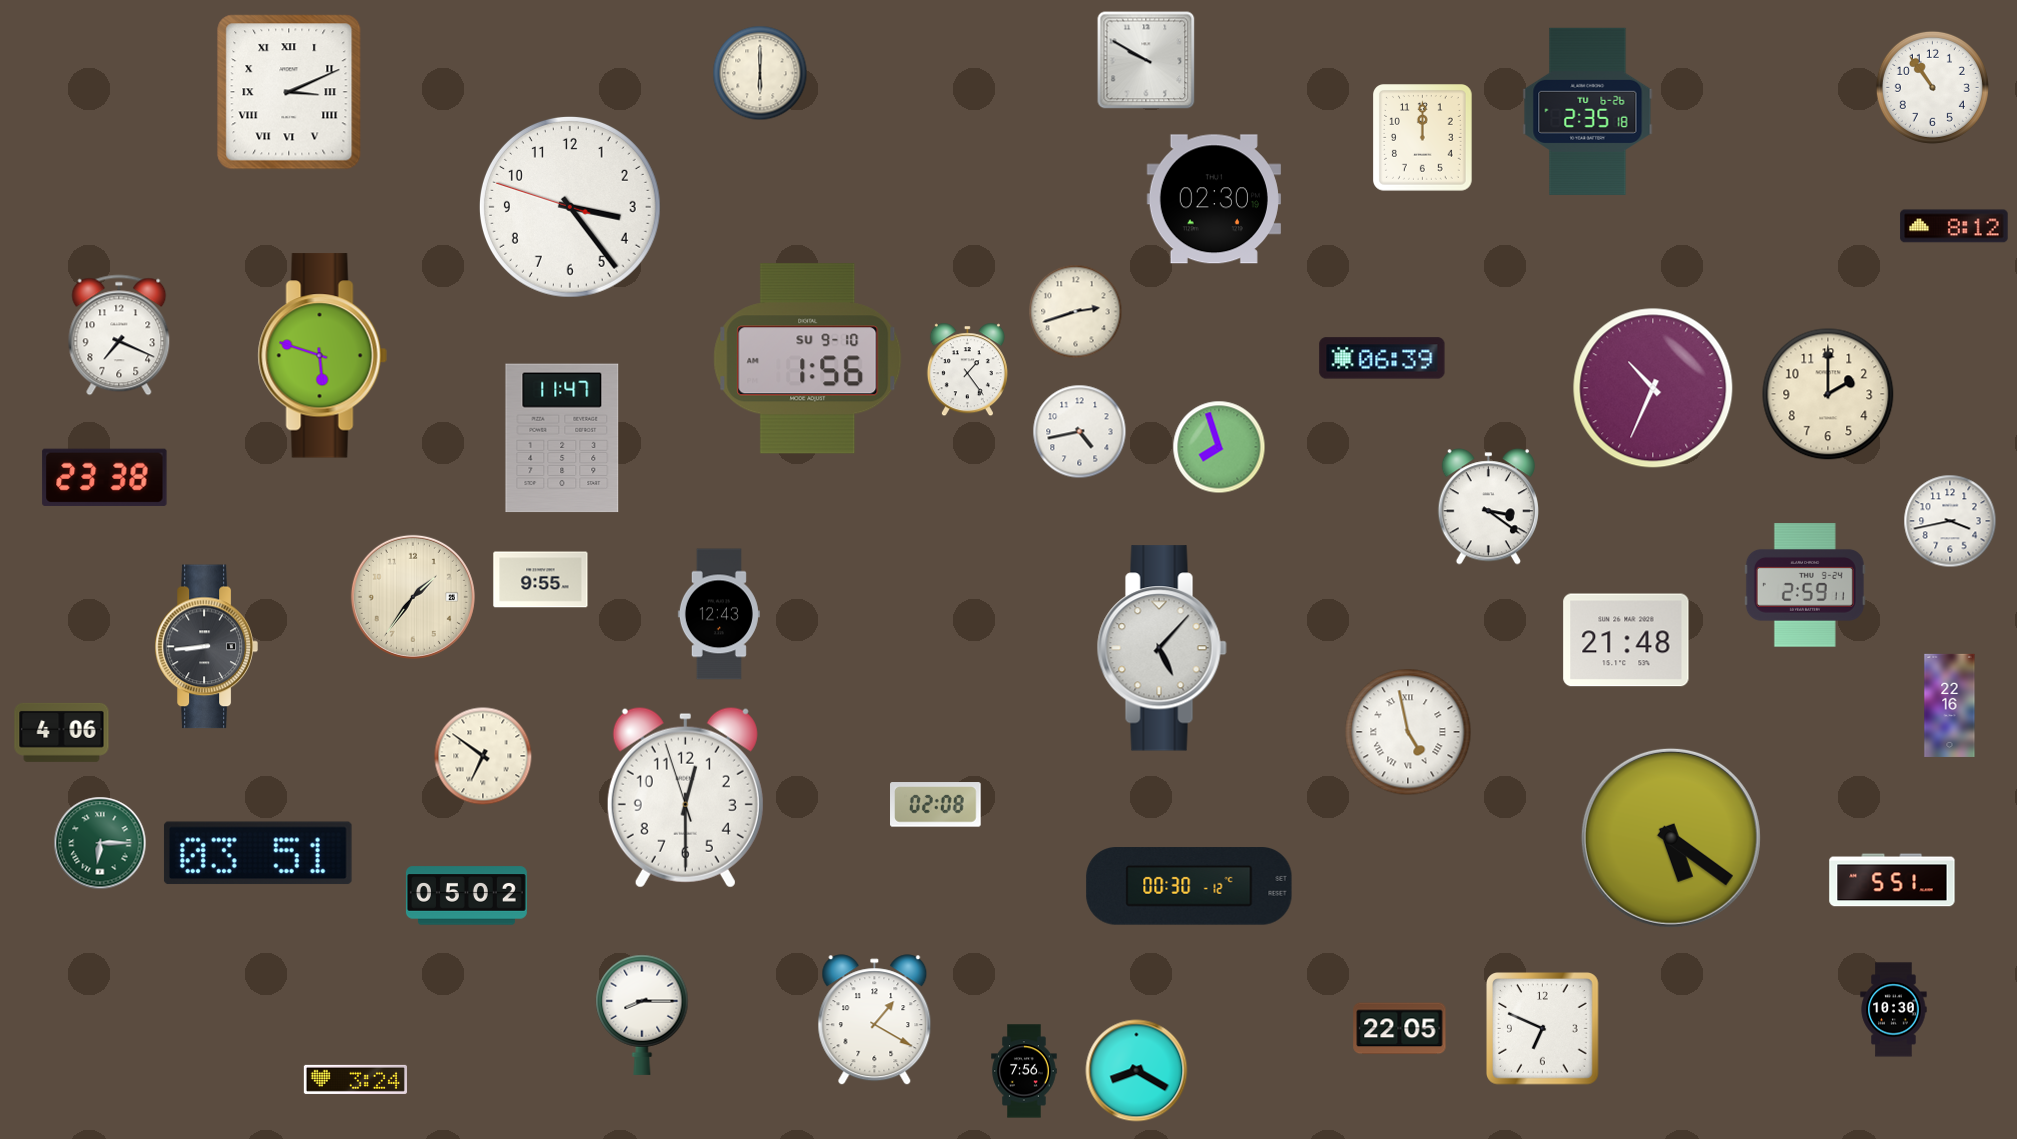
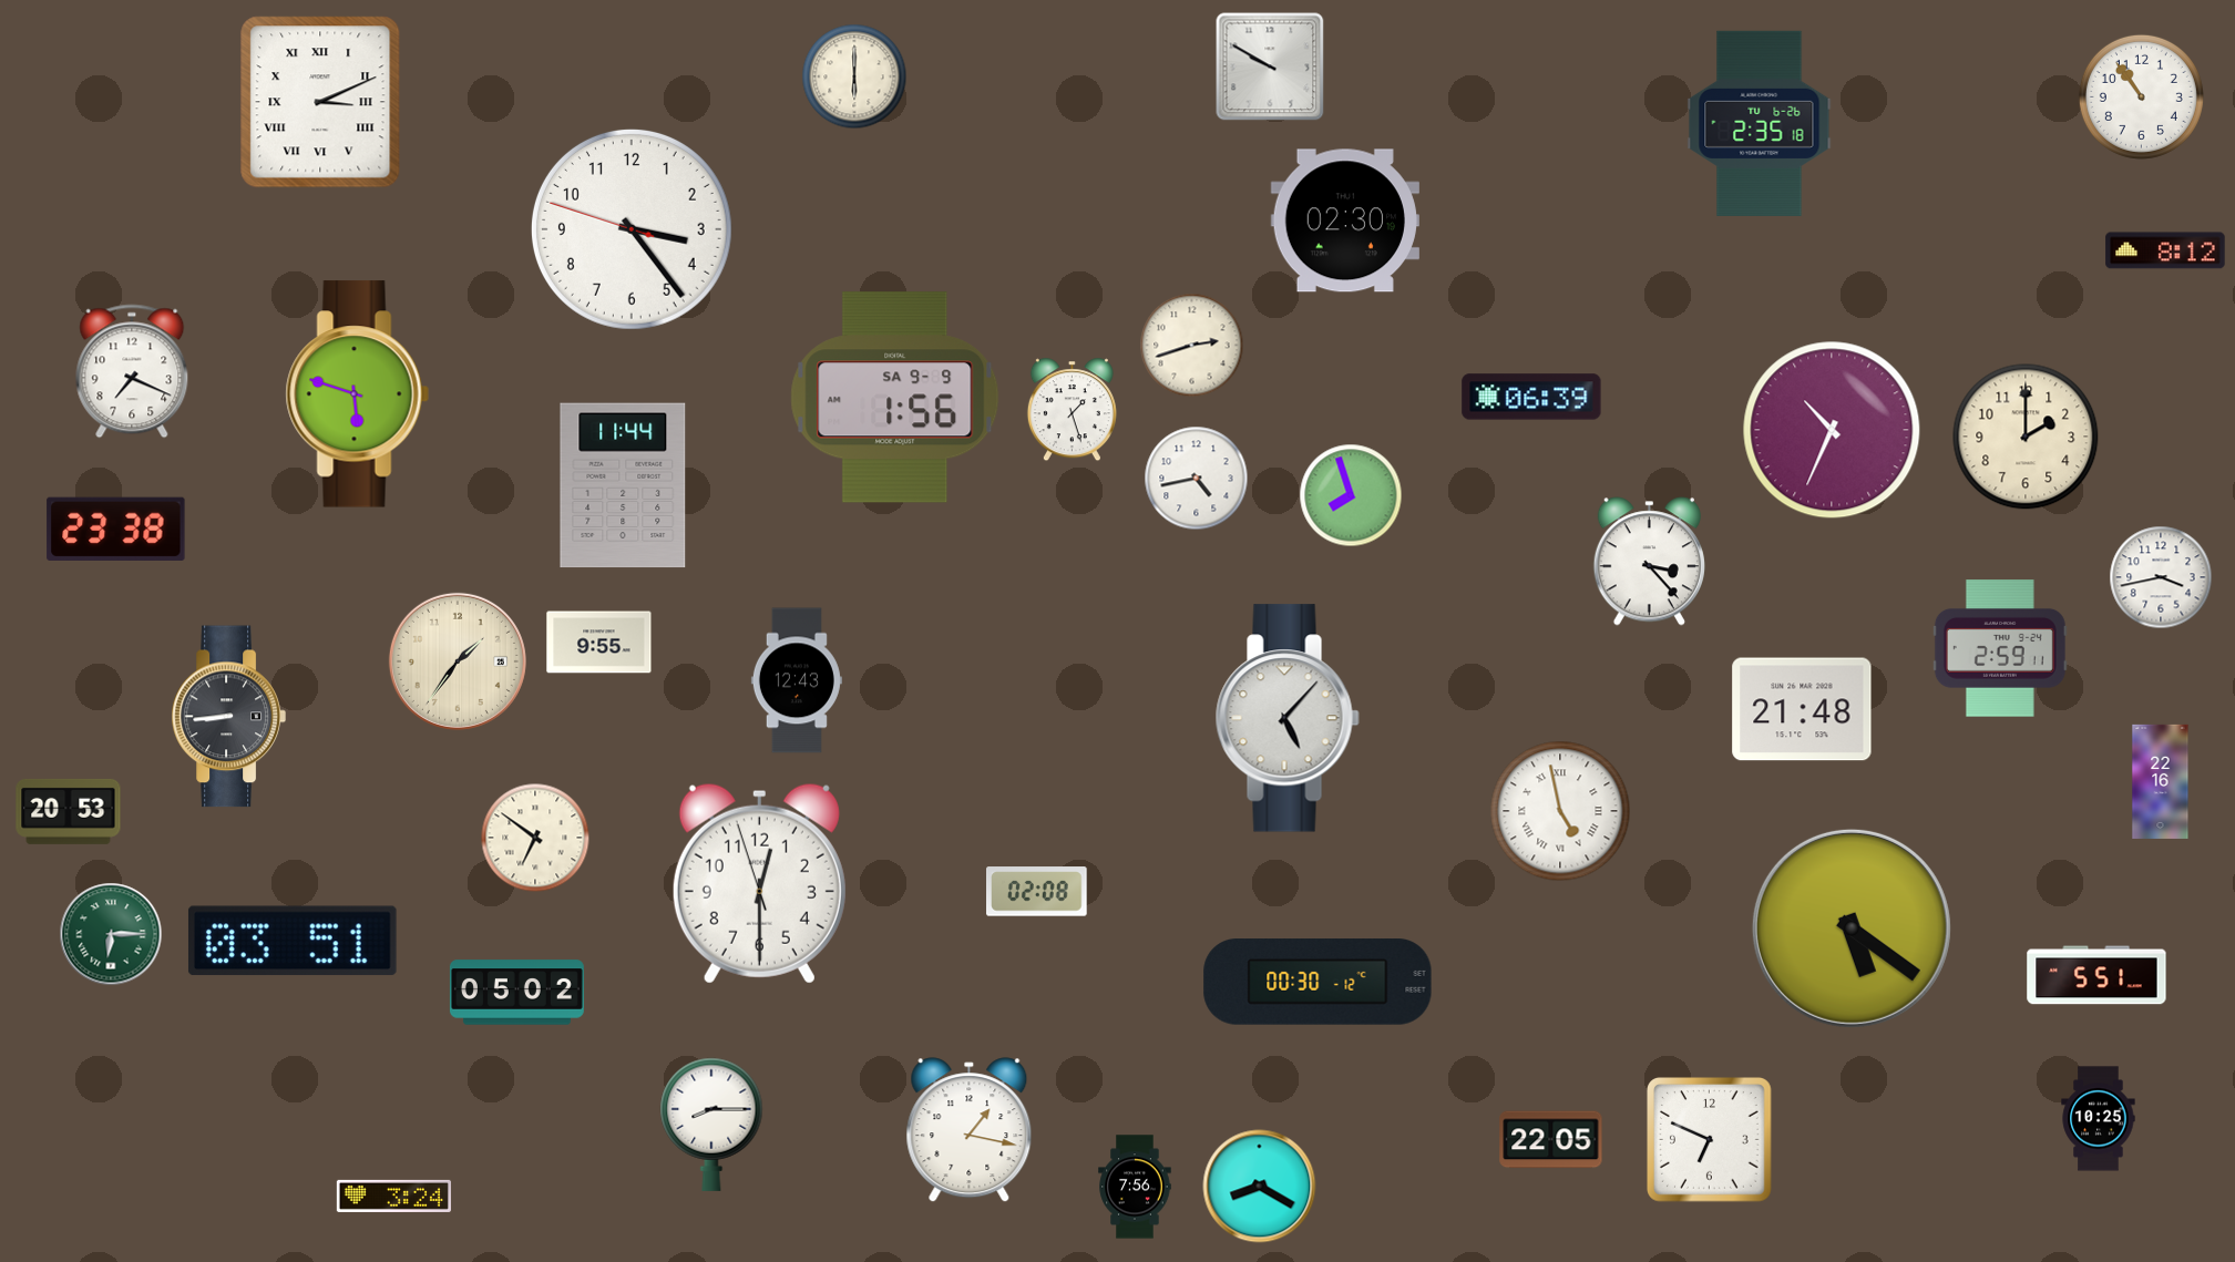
clock at (760, 73) position: (760, 73) -> (854, 76)
clock at (1423, 138): 12:00 -> none
clock at (808, 359) date: SU 9-10 -> SA 9-9
clock at (967, 370): 1:24 -> 1:27
clock at (562, 438): 11:47 -> 11:44
clock at (1488, 507): 3:21 -> 3:23
clock at (62, 732): 4:06 -> 20:53
clock at (258, 853) position: (258, 853) -> (293, 941)
clock at (1894, 1010): 10:30 -> 10:25
clock at (875, 1020): 1:20 -> 1:17
